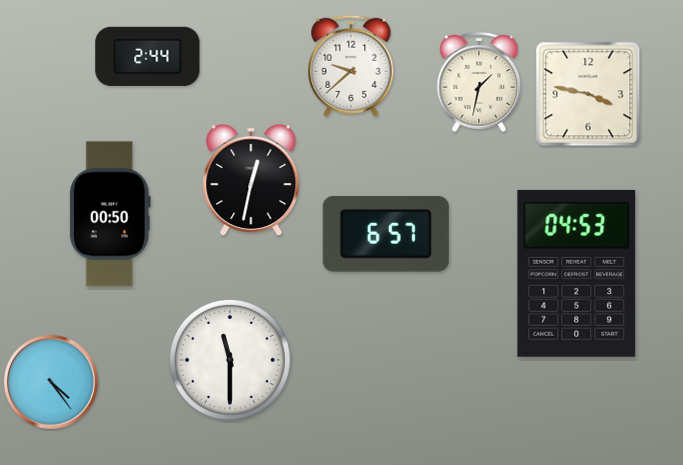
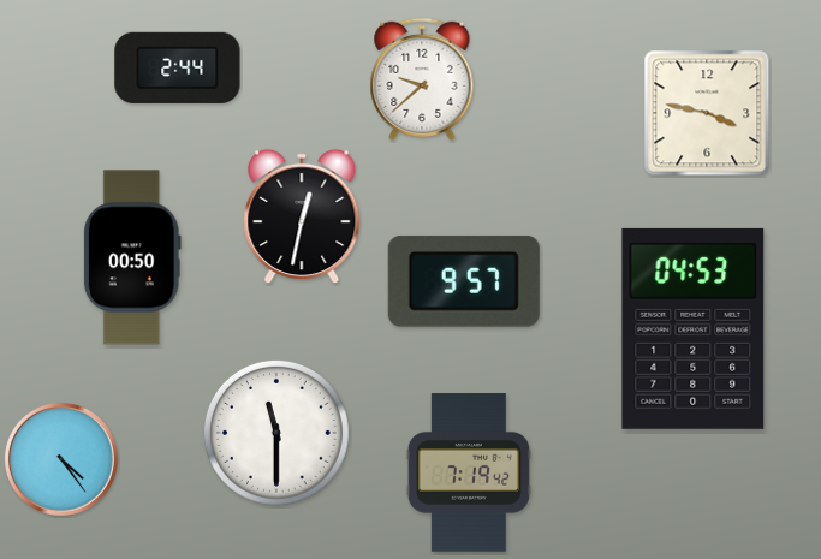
clock at (479, 83): 1:32 -> none
clock at (386, 234): 6:57 -> 9:57
clock at (469, 472): none -> 7:19
